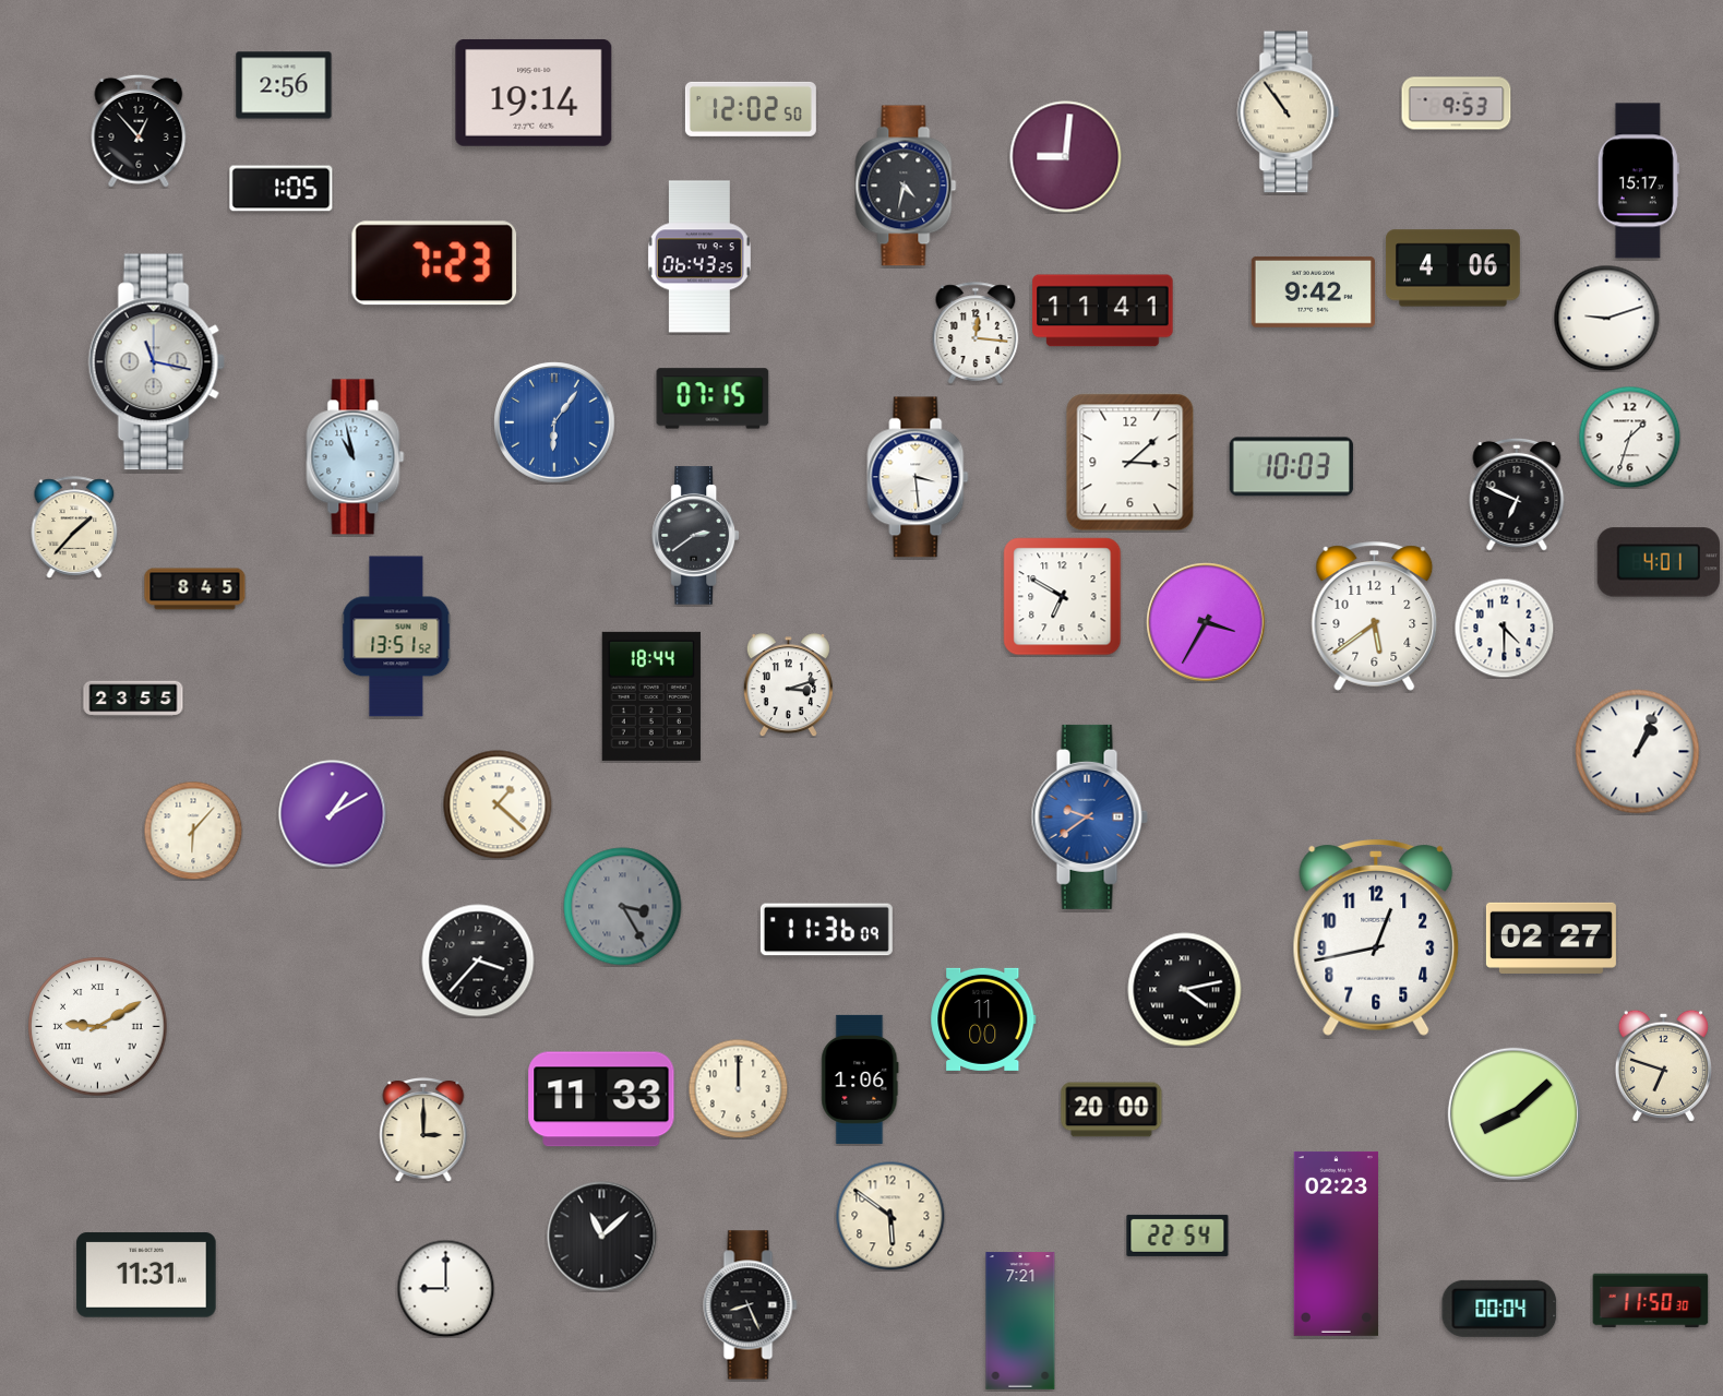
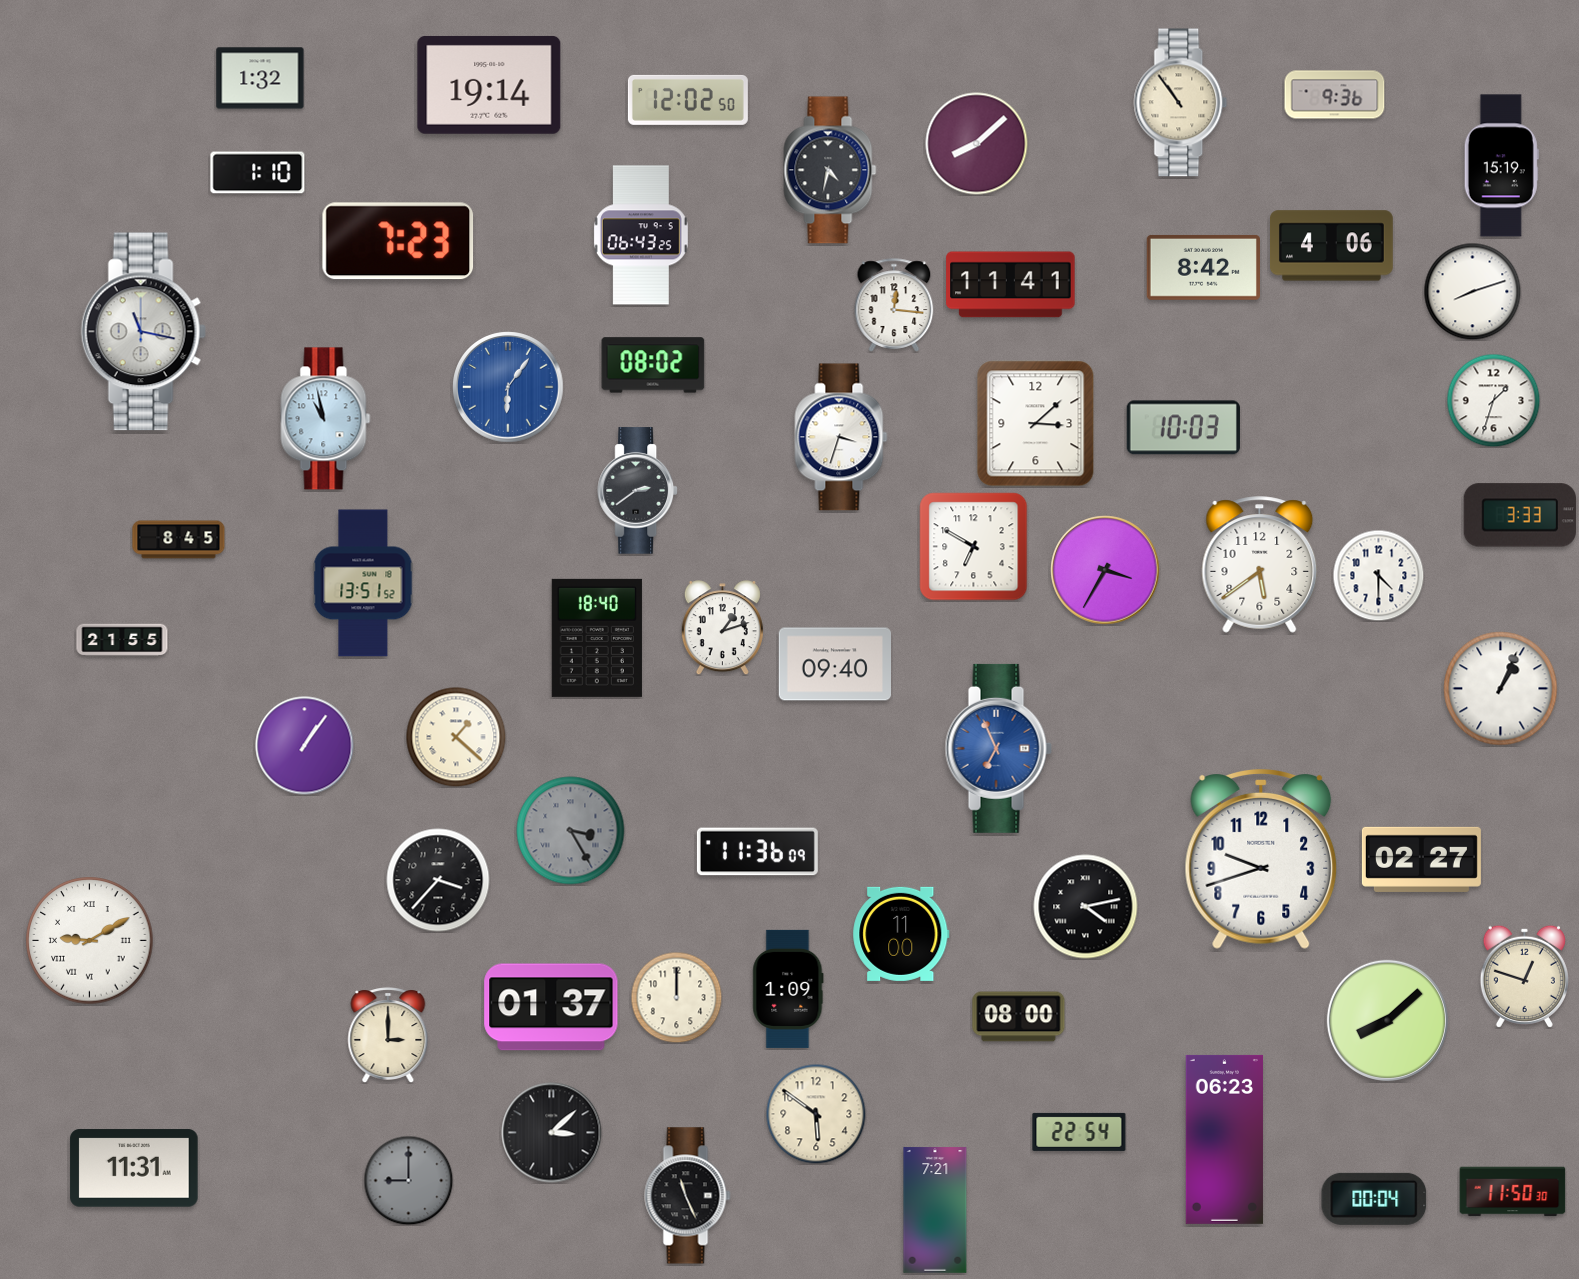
clock at (284, 85): 2:56 -> 1:32
clock at (1457, 104): 9:53 -> 9:36
clock at (139, 131): 12:53 -> none
clock at (1066, 157): 9:01 -> 8:08
clock at (1638, 181): 15:17 -> 15:19
clock at (282, 189): 1:05 -> 1:10
clock at (1313, 291): 9:42 -> 8:42
clock at (1606, 318): 9:12 -> 8:12
clock at (713, 398): 07:15 -> 08:02
clock at (918, 477): 3:29 -> 3:33
clock at (1517, 494): 6:49 -> none
clock at (74, 527): 1:37 -> none
clock at (1659, 562): 4:01 -> 3:33
clock at (788, 685): 3:12 -> 1:12
clock at (651, 696): 18:44 -> 18:40
clock at (133, 699): 23:55 -> 21:55
clock at (834, 664): none -> 09:40
clock at (333, 814): 1:10 -> 1:06
clock at (1089, 816): 9:39 -> 6:56
clock at (193, 831): 6:07 -> none
clock at (1376, 939): 12:43 -> 9:42
clock at (1663, 1065): 6:48 -> 12:48
clock at (860, 1079): 1:06 -> 1:09
clock at (601, 1099): 11:33 -> 01:37
clock at (1112, 1110): 20:00 -> 08:00
clock at (602, 1237): 11:08 -> 3:08
clock at (1336, 1243): 02:23 -> 06:23
clock at (445, 1288) dial: white -> grey
clock at (751, 1305): 8:26 -> 11:26
